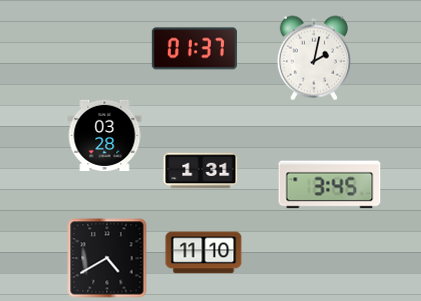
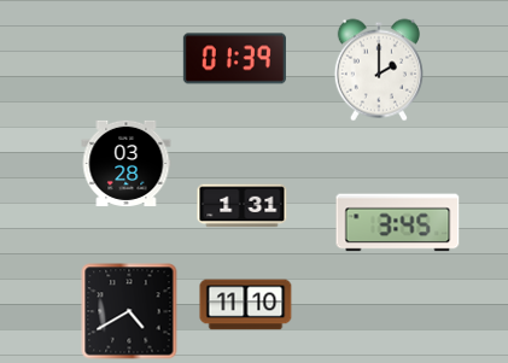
clock at (194, 49): 01:37 -> 01:39
clock at (314, 58): 2:02 -> 2:00
